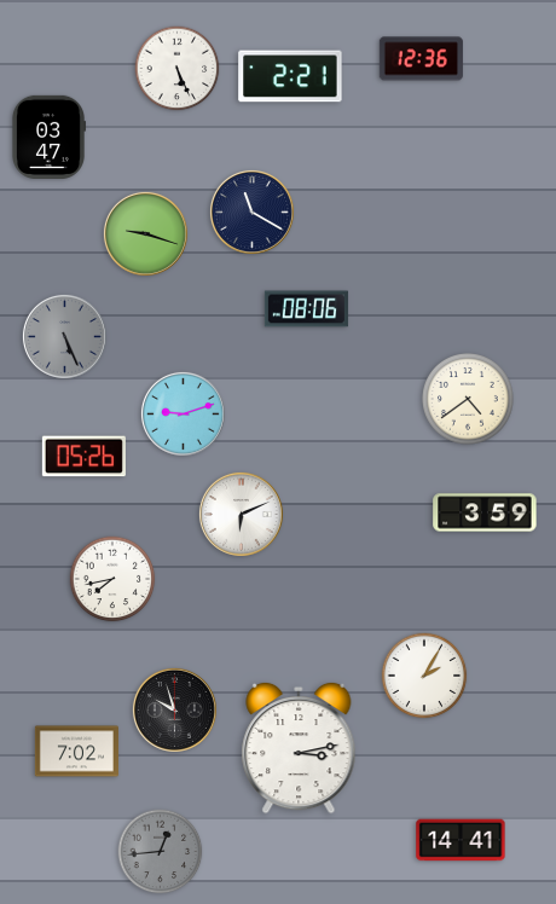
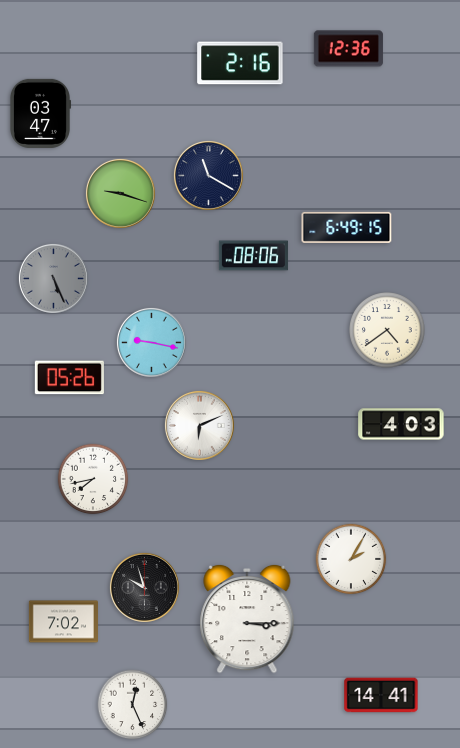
clock at (178, 69): 5:26 -> none
clock at (290, 76): 2:21 -> 2:16
clock at (347, 227): none -> 6:49
clock at (183, 413): 9:12 -> 9:17
clock at (485, 512): 3:59 -> 4:03
clock at (299, 748): 3:13 -> 3:15
clock at (161, 852): 12:44 -> 12:26
clock at (161, 852) dial: grey -> white
